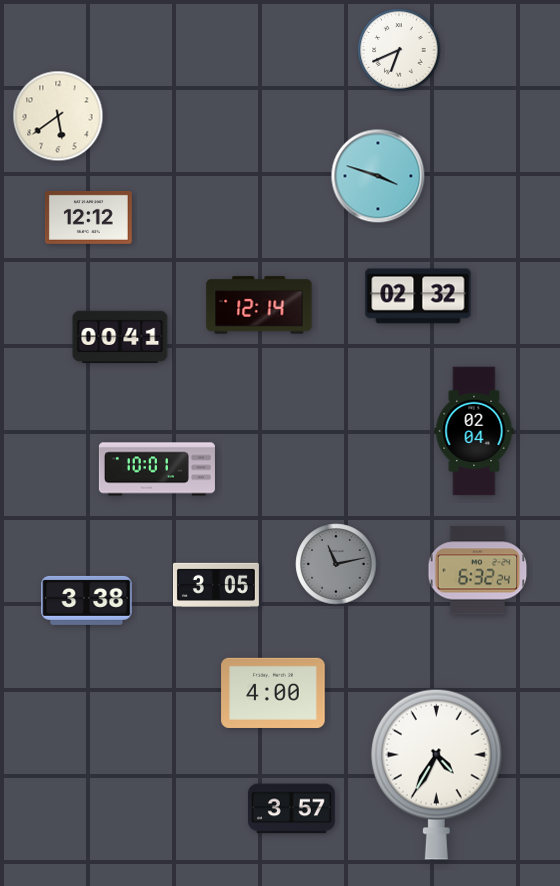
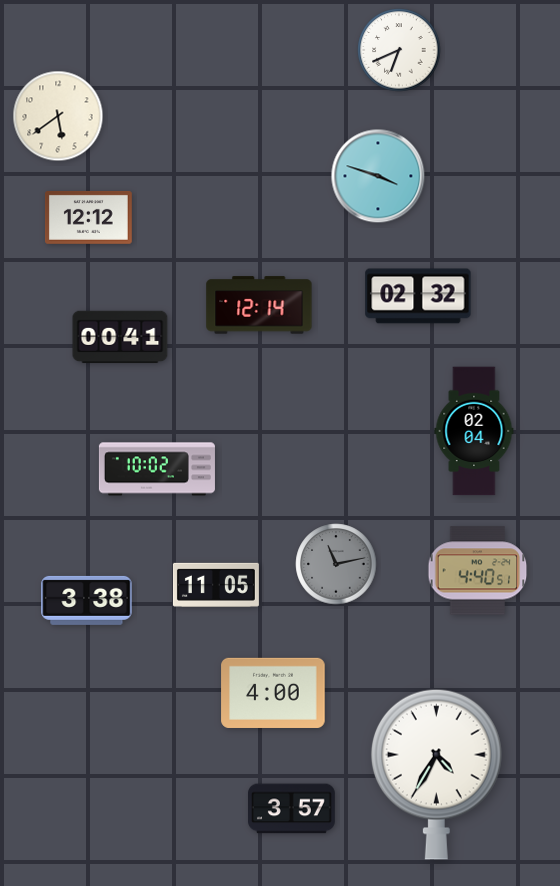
clock at (157, 469): 10:01 -> 10:02
clock at (478, 571): 6:32 -> 4:40
clock at (216, 585): 3:05 -> 11:05
